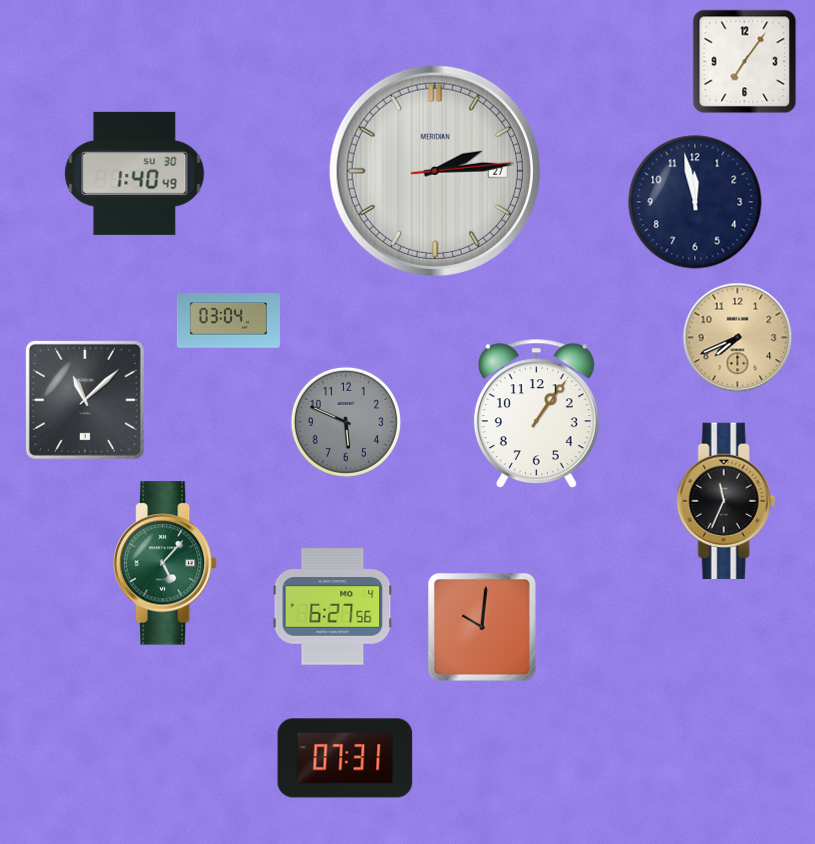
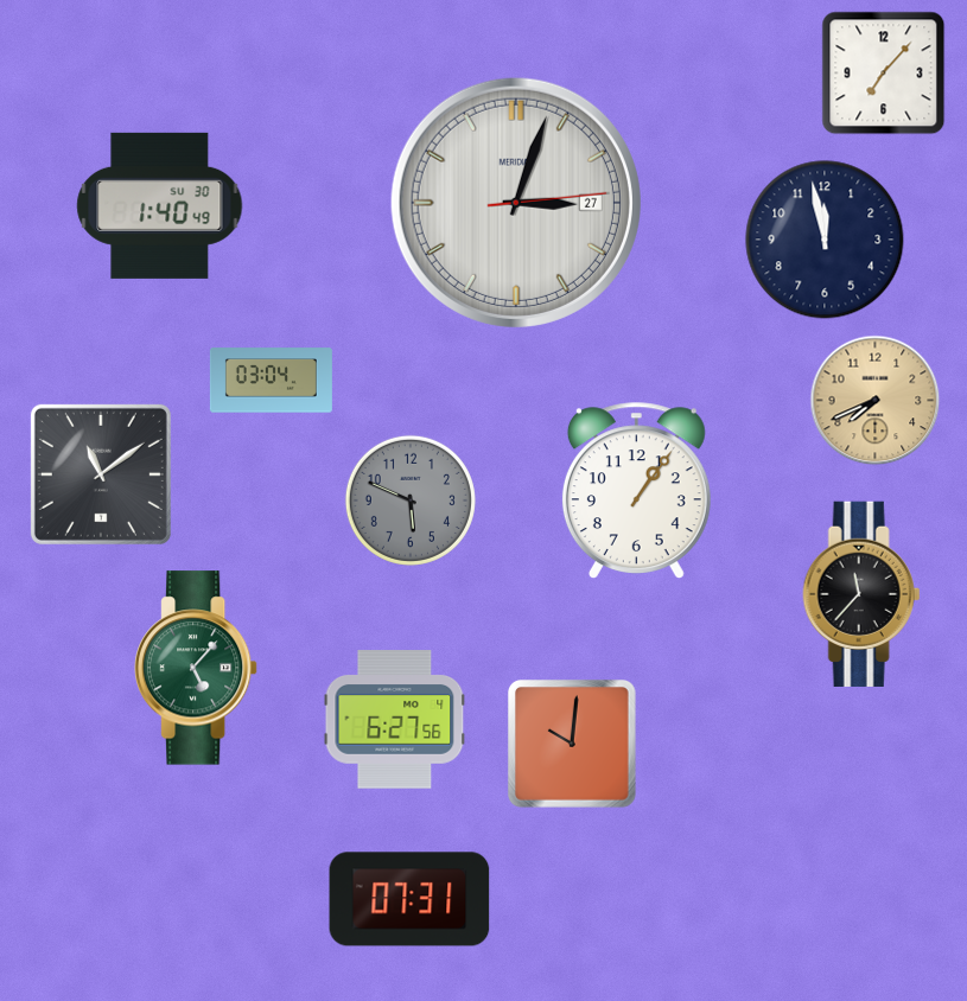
clock at (745, 62): 7:06 -> 7:07
clock at (435, 171): 2:14 -> 3:03
clock at (85, 400): 11:08 -> 11:09
clock at (726, 501): 11:34 -> 11:37
